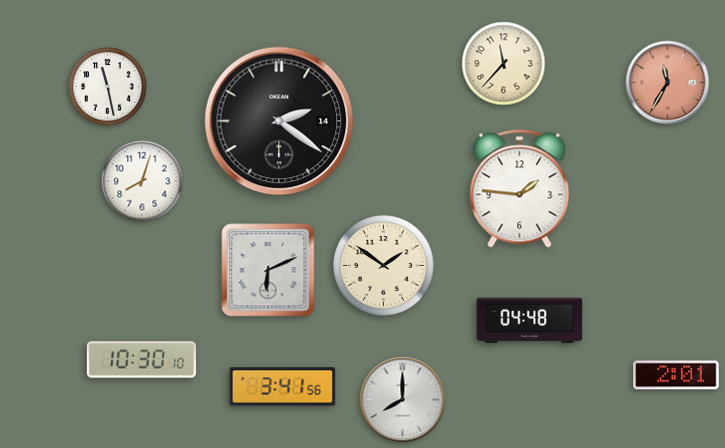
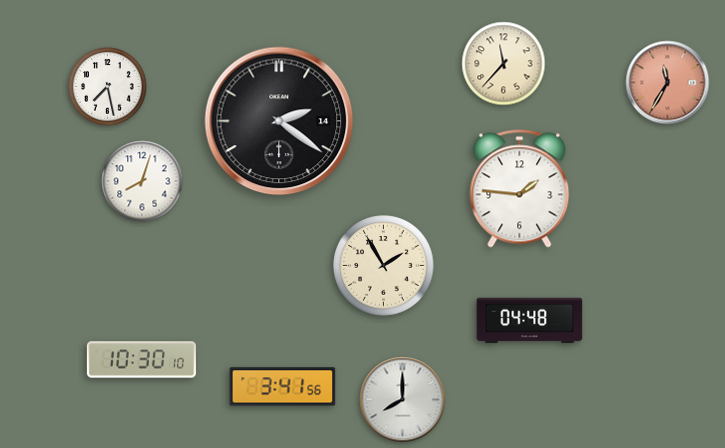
clock at (108, 87): 11:28 -> 7:28
clock at (384, 266): 1:51 -> 1:55
clock at (268, 270): 6:11 -> none
clock at (676, 375): 2:01 -> none
